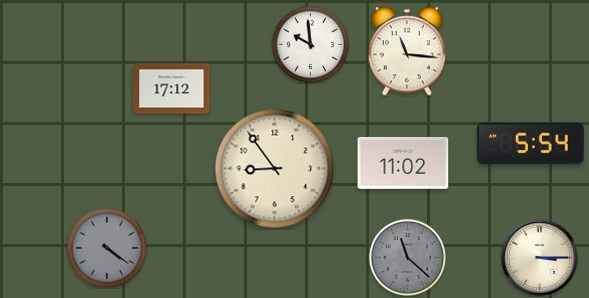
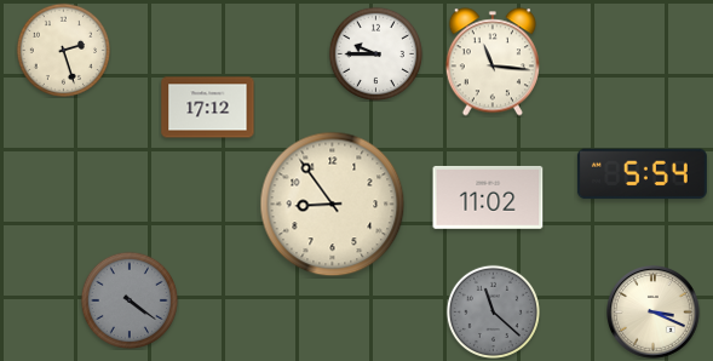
clock at (63, 50): none -> 2:27
clock at (310, 44): 9:59 -> 9:45
clock at (540, 258): 3:15 -> 3:19
